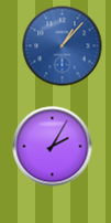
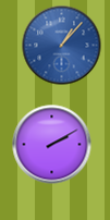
clock at (53, 147): 2:05 -> 2:10
